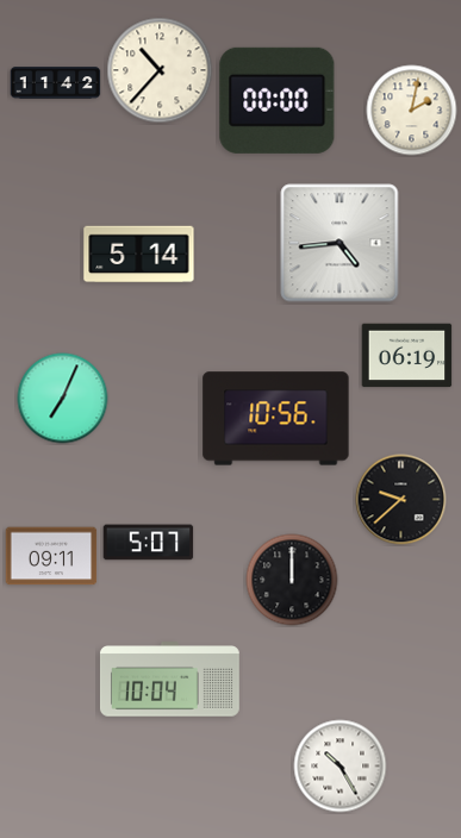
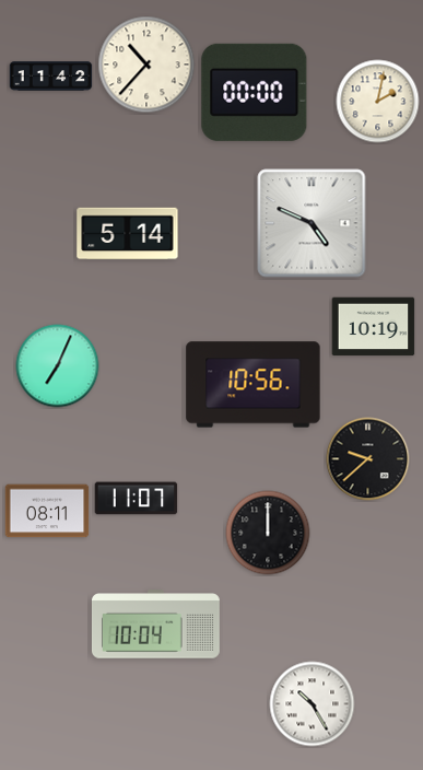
clock at (339, 243): 4:44 -> 4:49
clock at (407, 356): 06:19 -> 10:19
clock at (149, 543): 5:07 -> 11:07
clock at (51, 556): 09:11 -> 08:11
